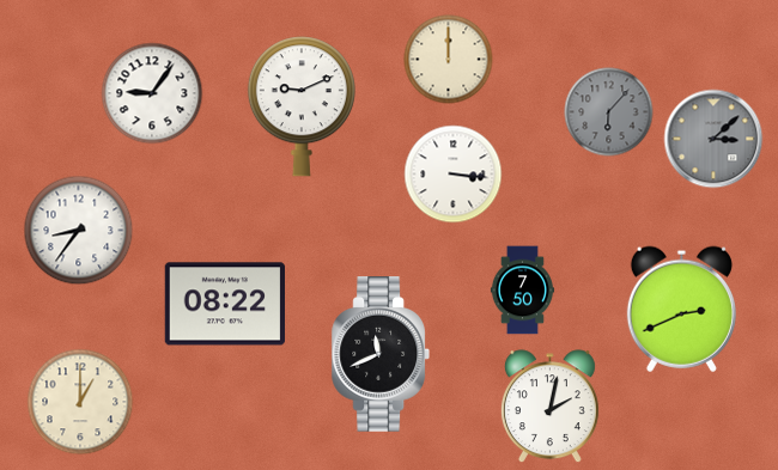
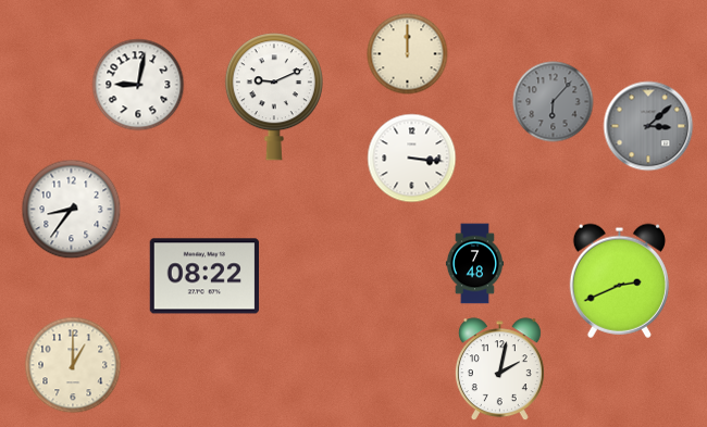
clock at (152, 93): 9:06 -> 9:02
clock at (522, 291): 7:50 -> 7:48
clock at (379, 354): 11:41 -> none
